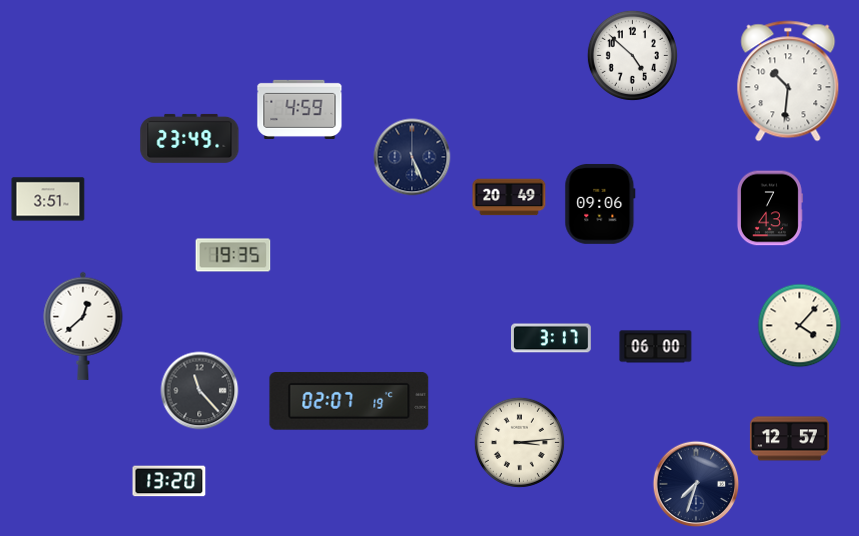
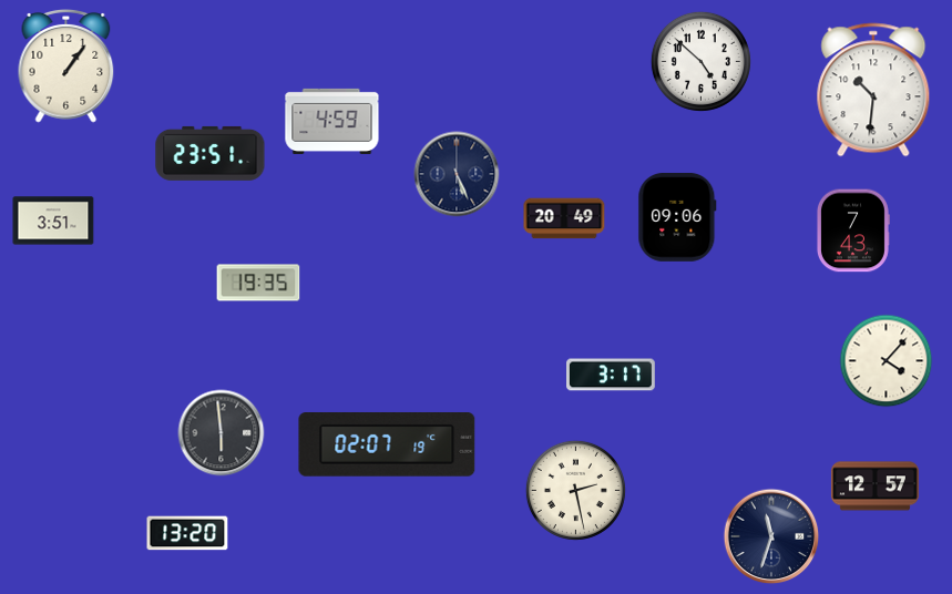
clock at (66, 66): none -> 1:06
clock at (190, 138): 23:49 -> 23:51
clock at (600, 204) position: (600, 204) -> (677, 217)
clock at (83, 326): 12:38 -> none
clock at (656, 347): 06:00 -> none
clock at (200, 391): 11:23 -> 5:59
clock at (519, 442): 3:14 -> 2:28
clock at (696, 484): 7:33 -> 11:33
